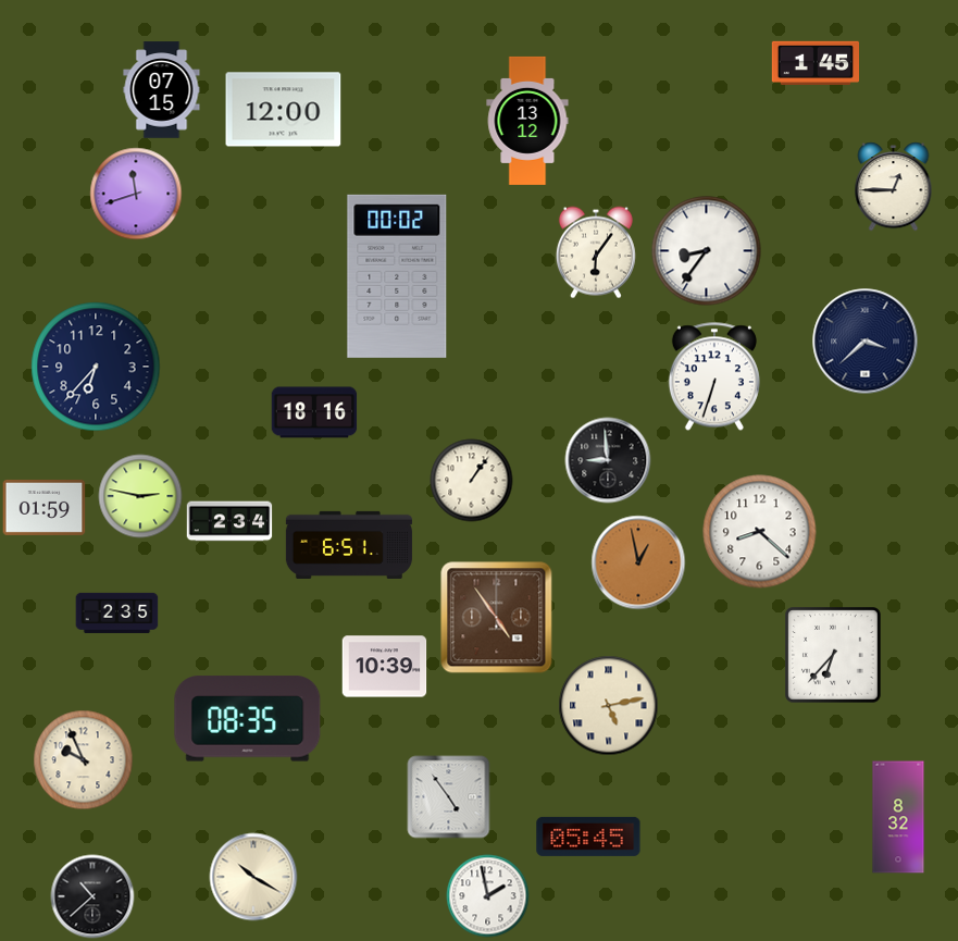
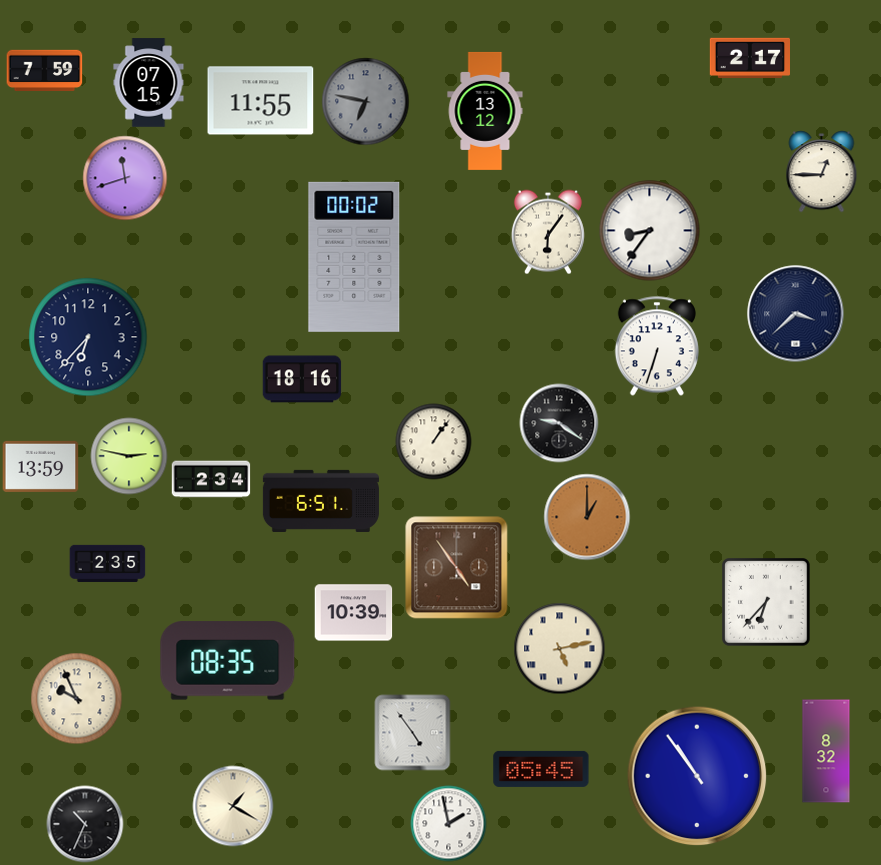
clock at (814, 62): 1:45 -> 2:17
clock at (45, 71): none -> 7:59
clock at (284, 110): 12:00 -> 11:55
clock at (366, 102): none -> 6:47
clock at (397, 276) position: (397, 276) -> (354, 257)
clock at (314, 412) position: (314, 412) -> (302, 379)
clock at (608, 460): 8:59 -> 9:21
clock at (45, 507): 01:59 -> 13:59
clock at (760, 532): 8:22 -> none
clock at (638, 562): 12:58 -> 1:00
clock at (697, 776): none -> 10:54
clock at (253, 877): 10:20 -> 1:20
clock at (92, 896): 10:38 -> 10:34
